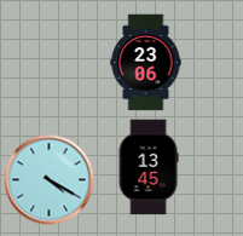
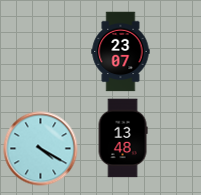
clock at (146, 63): 23:06 -> 23:07
clock at (149, 167): 13:45 -> 13:48
